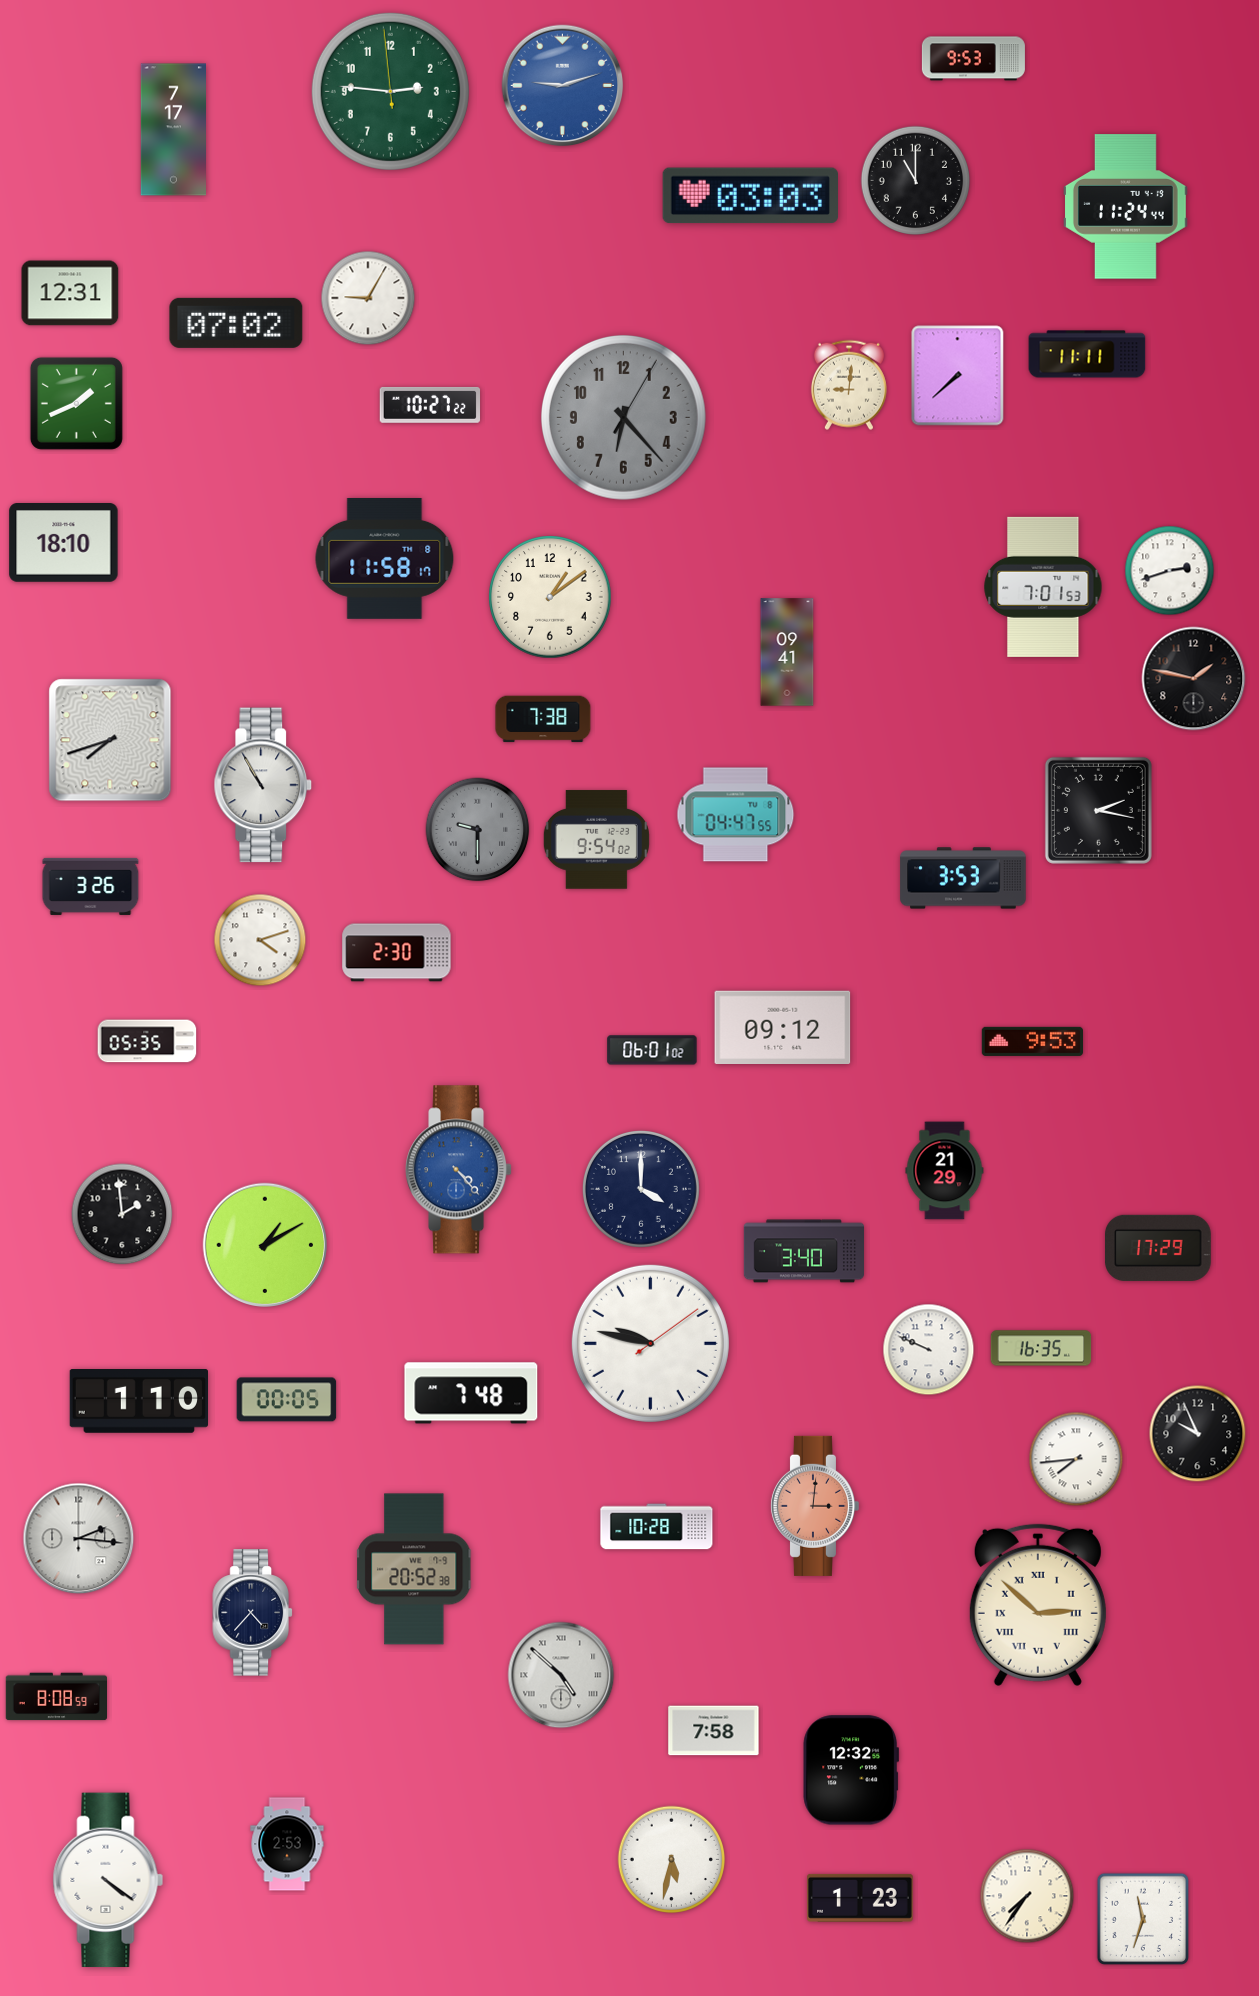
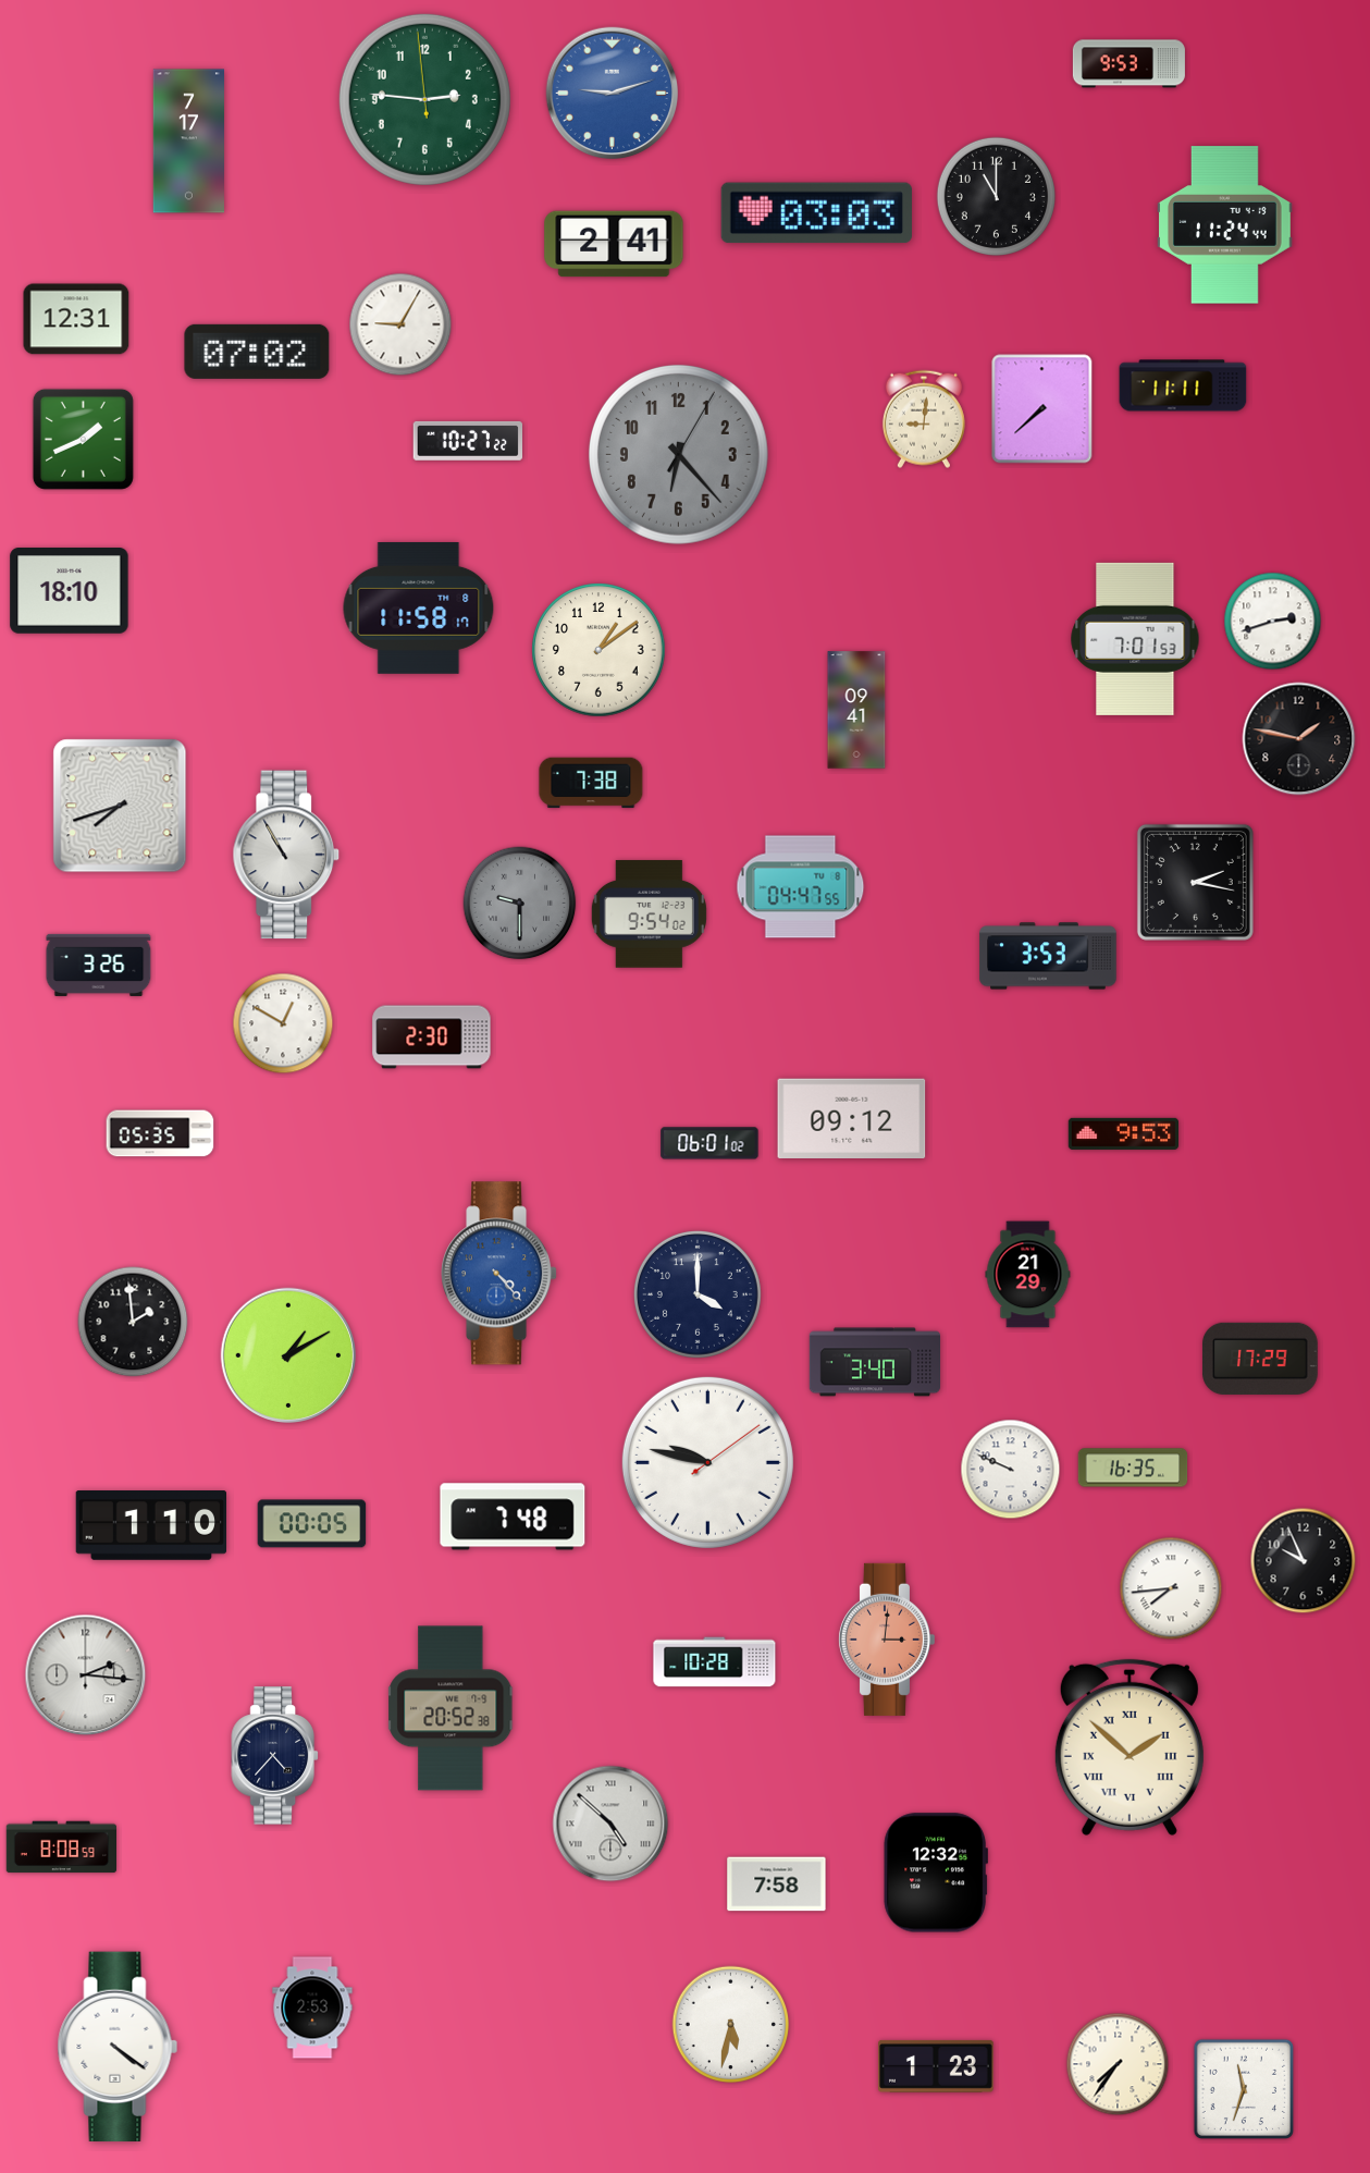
clock at (973, 59) position: (973, 59) -> (1128, 64)
clock at (614, 244): none -> 2:41
clock at (260, 940): 4:12 -> 12:50
clock at (1038, 1605): 2:52 -> 1:52
clock at (851, 1770) position: (851, 1770) -> (936, 1873)
